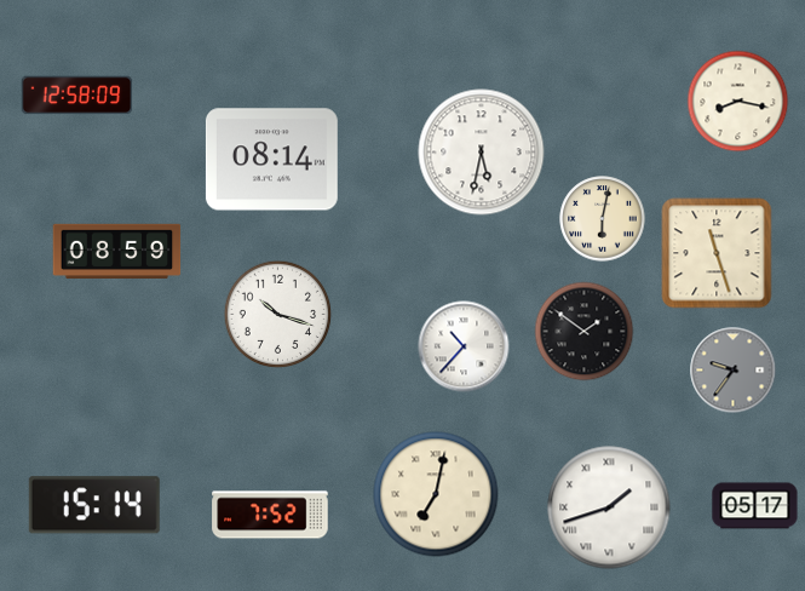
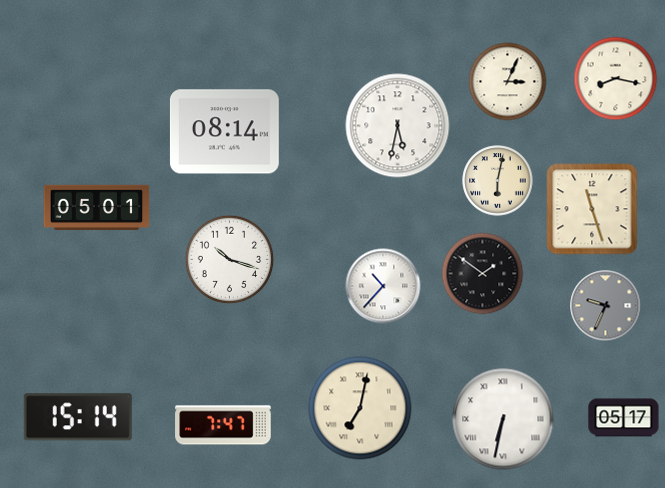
clock at (77, 96): 12:58 -> none
clock at (508, 82): none -> 3:04
clock at (738, 102) position: (738, 102) -> (616, 79)
clock at (117, 251): 08:59 -> 05:01
clock at (734, 371): 9:36 -> 9:34
clock at (609, 507): 1:42 -> 6:32
clock at (270, 515): 7:52 -> 7:47
